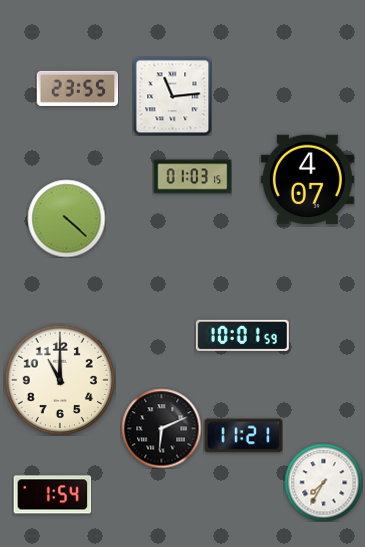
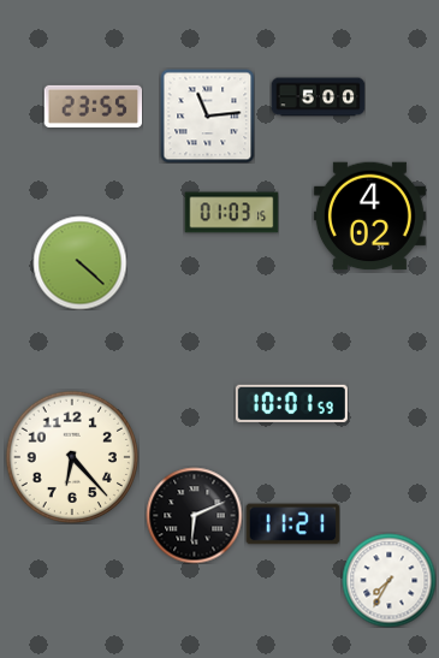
clock at (318, 97): none -> 5:00
clock at (307, 180): 4:07 -> 4:02
clock at (59, 379): 11:00 -> 6:23
clock at (52, 495): 1:54 -> none
